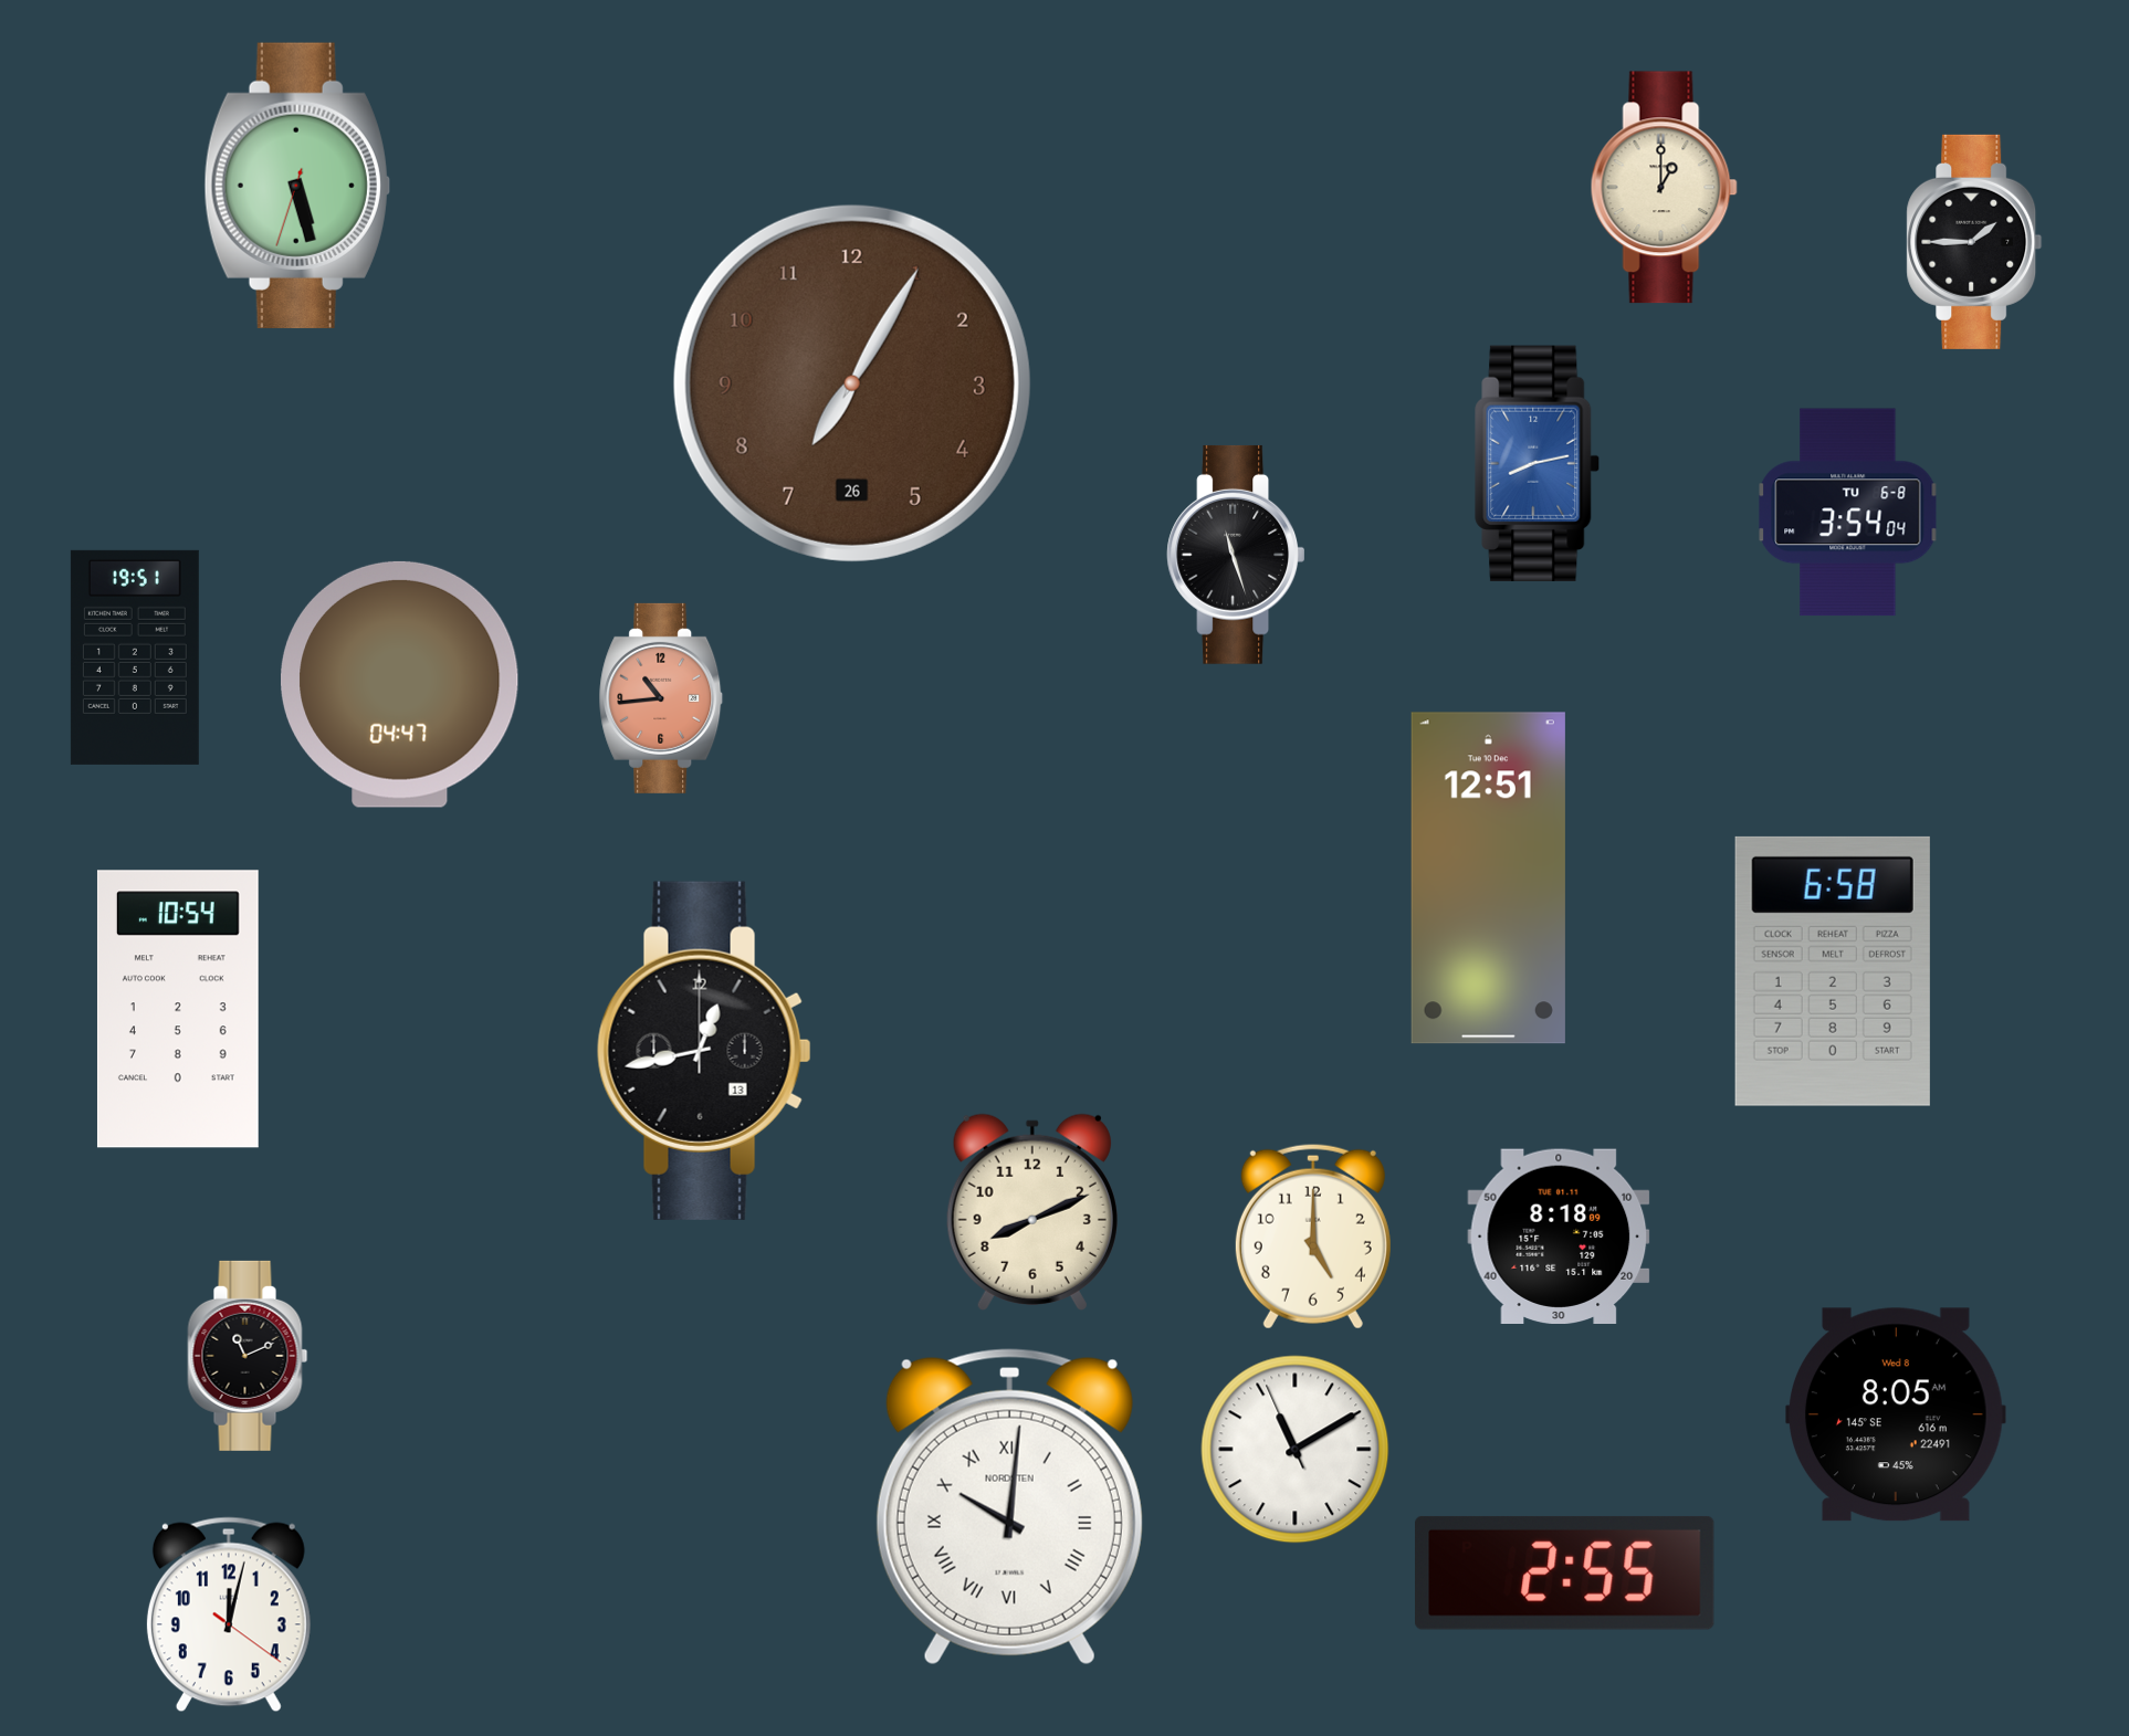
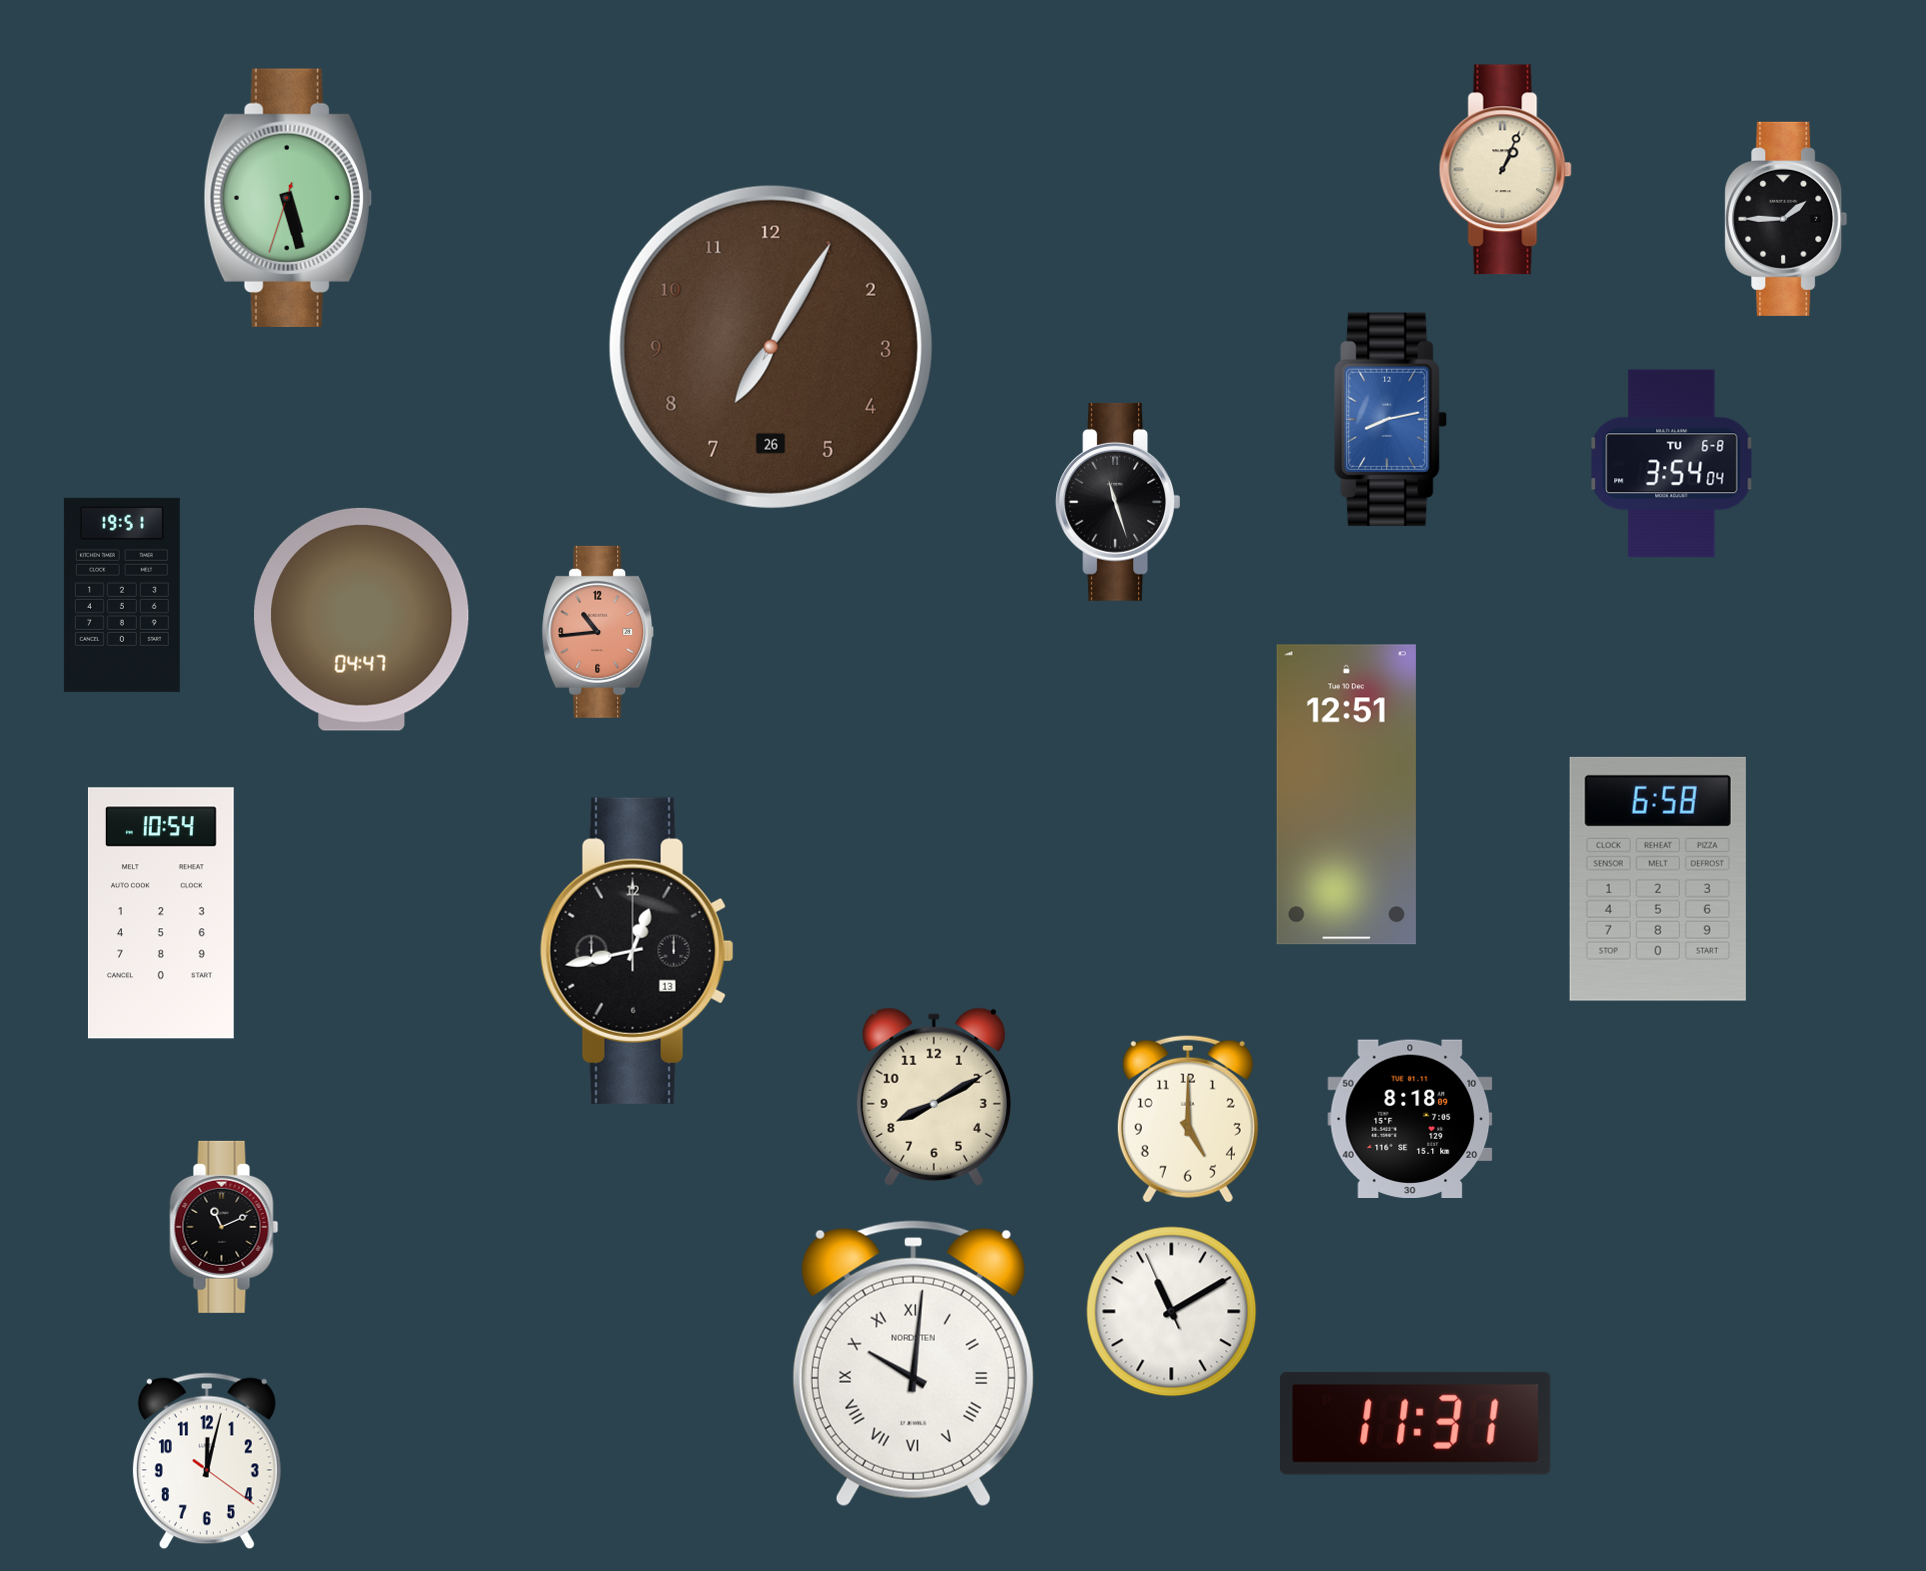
clock at (297, 186) position: (297, 186) -> (288, 198)
clock at (1664, 188): 1:00 -> 1:04
clock at (1032, 1212): 8:11 -> 8:10
clock at (1897, 1414): 8:05 -> none
clock at (1565, 1572): 2:55 -> 11:31
